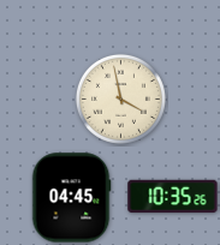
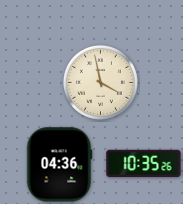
clock at (71, 198): 04:45 -> 04:36
